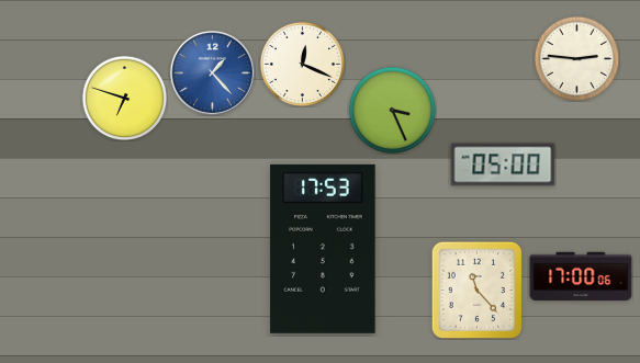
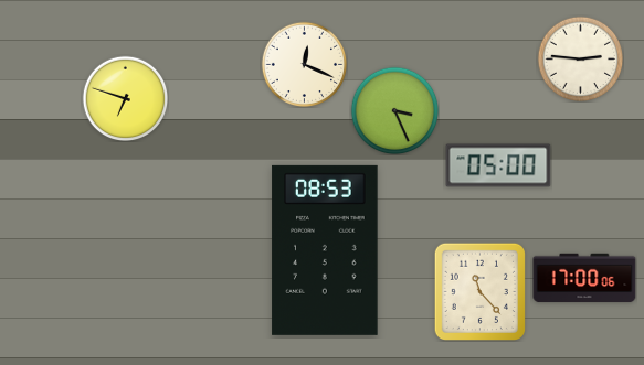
clock at (212, 72): 1:23 -> none
clock at (503, 165) position: (503, 165) -> (498, 165)
clock at (323, 249): 17:53 -> 08:53
